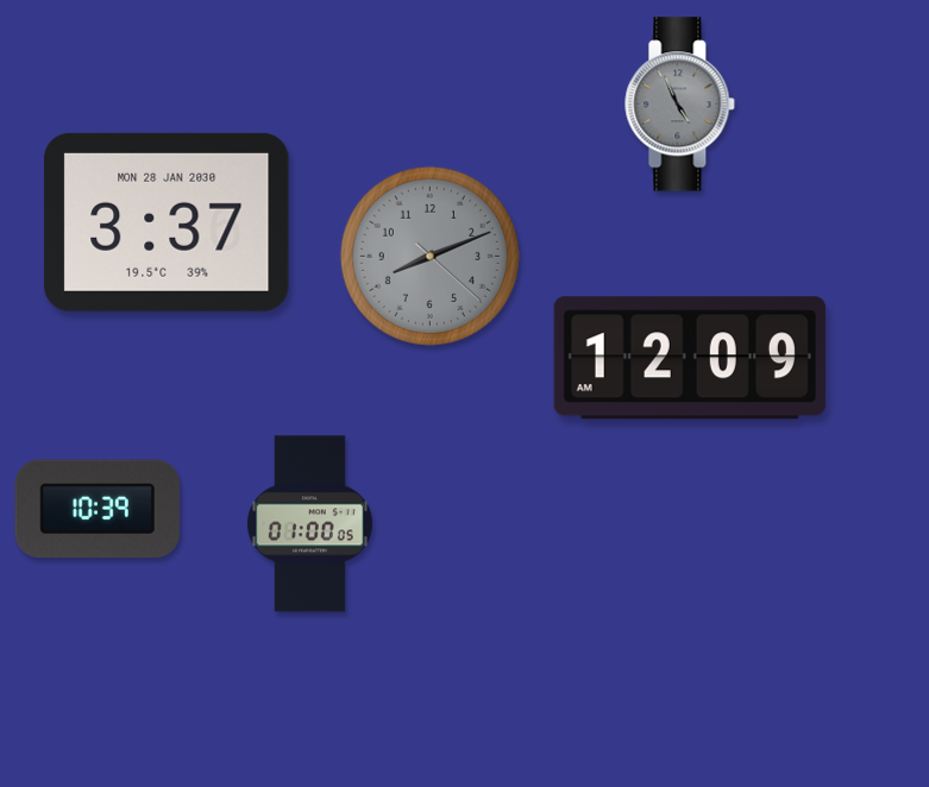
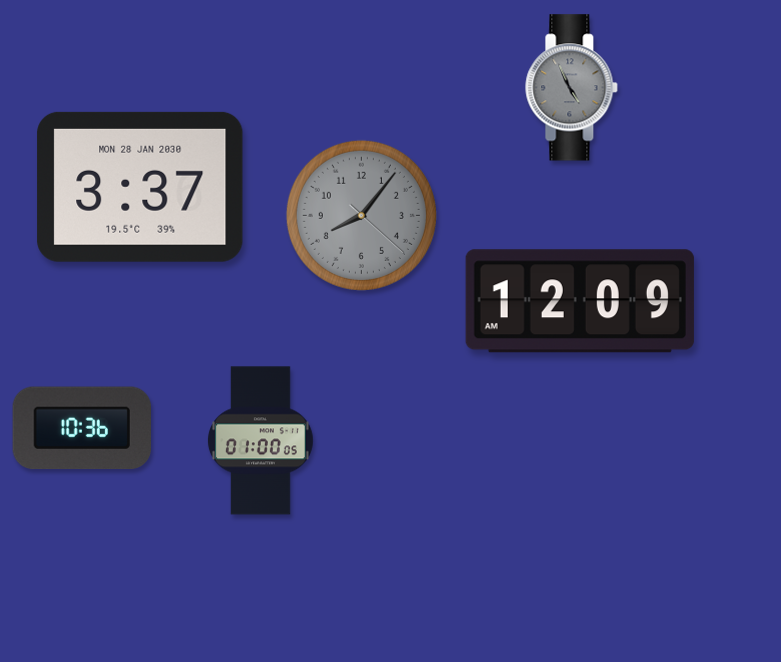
clock at (429, 256): 8:11 -> 8:06
clock at (96, 509): 10:39 -> 10:36
